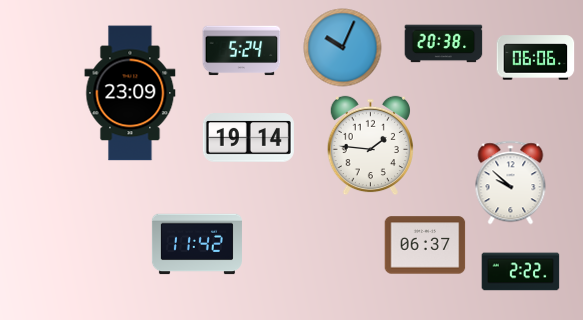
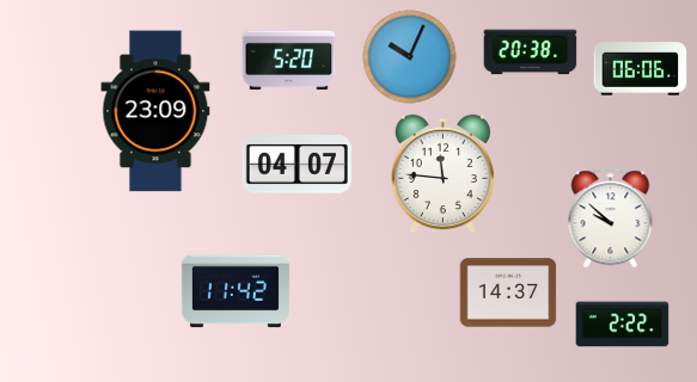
clock at (241, 51): 5:24 -> 5:20
clock at (248, 138): 19:14 -> 04:07
clock at (370, 145): 1:46 -> 11:46
clock at (425, 245): 06:37 -> 14:37
